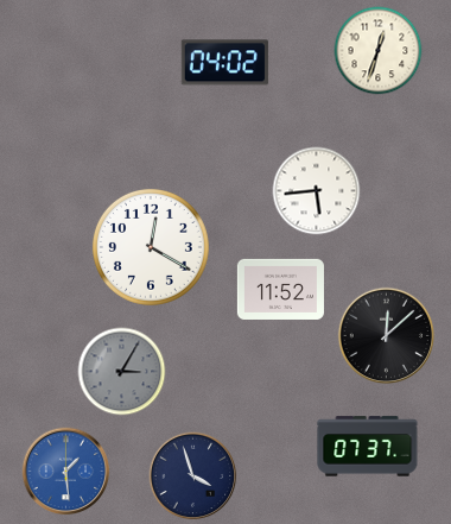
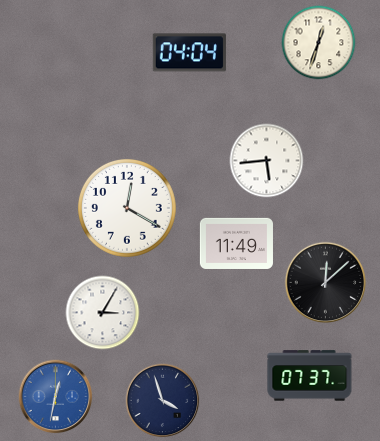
clock at (224, 63): 04:02 -> 04:04
clock at (280, 289): 11:52 -> 11:49
clock at (122, 372) dial: grey -> white
clock at (66, 472): 1:29 -> 12:32
